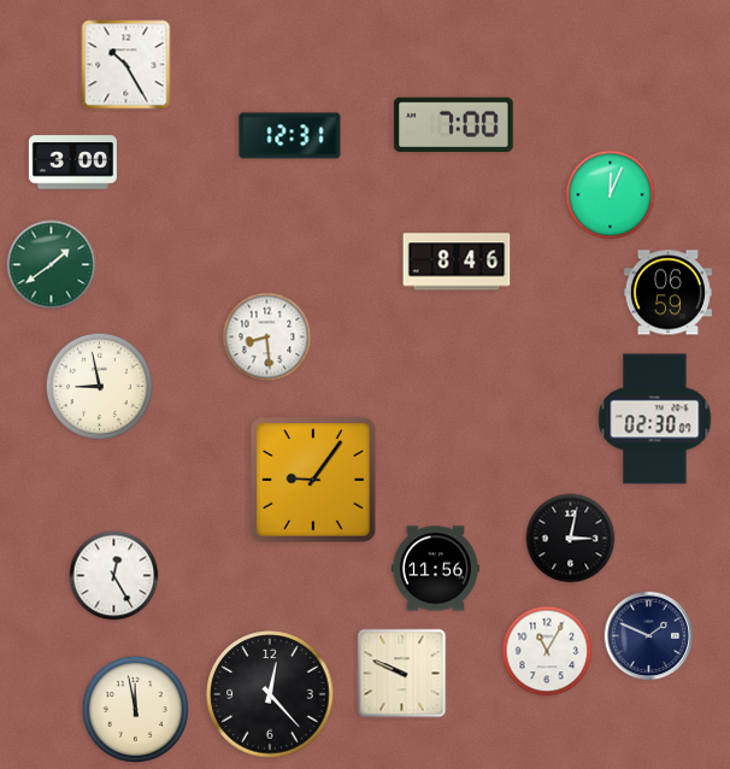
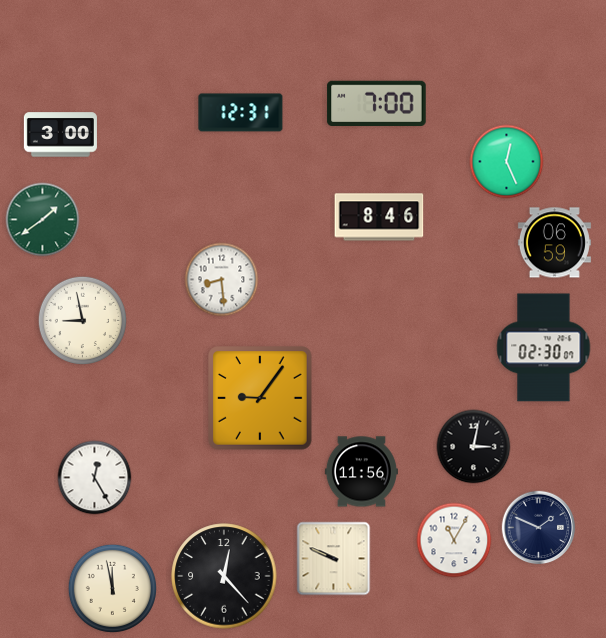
clock at (126, 65): 10:25 -> none
clock at (611, 195): 12:04 -> 12:26
